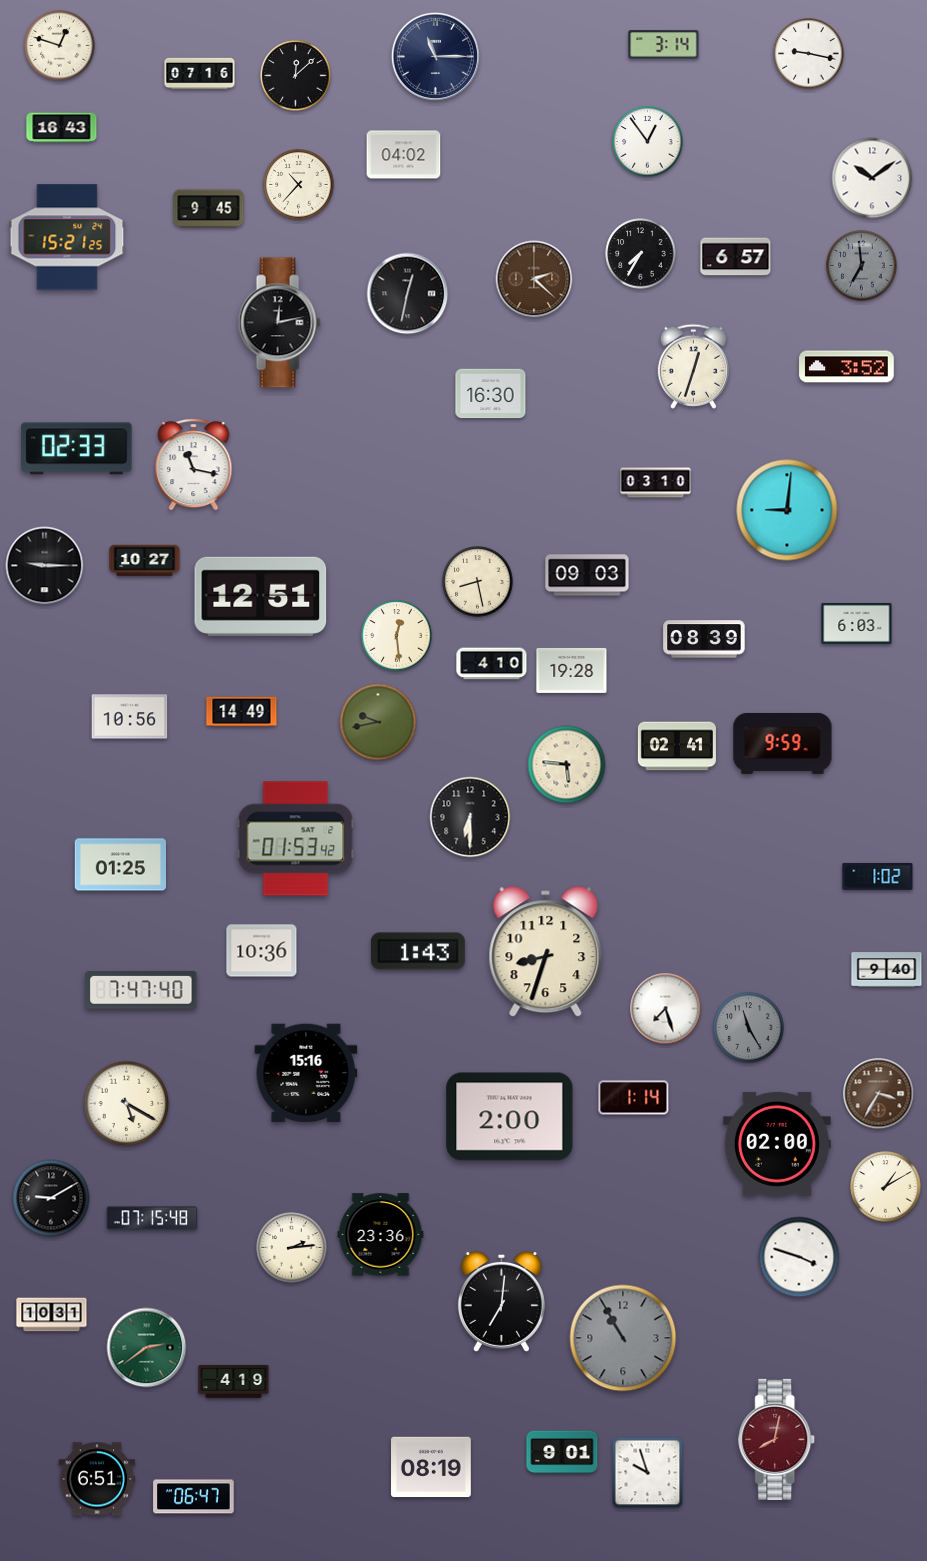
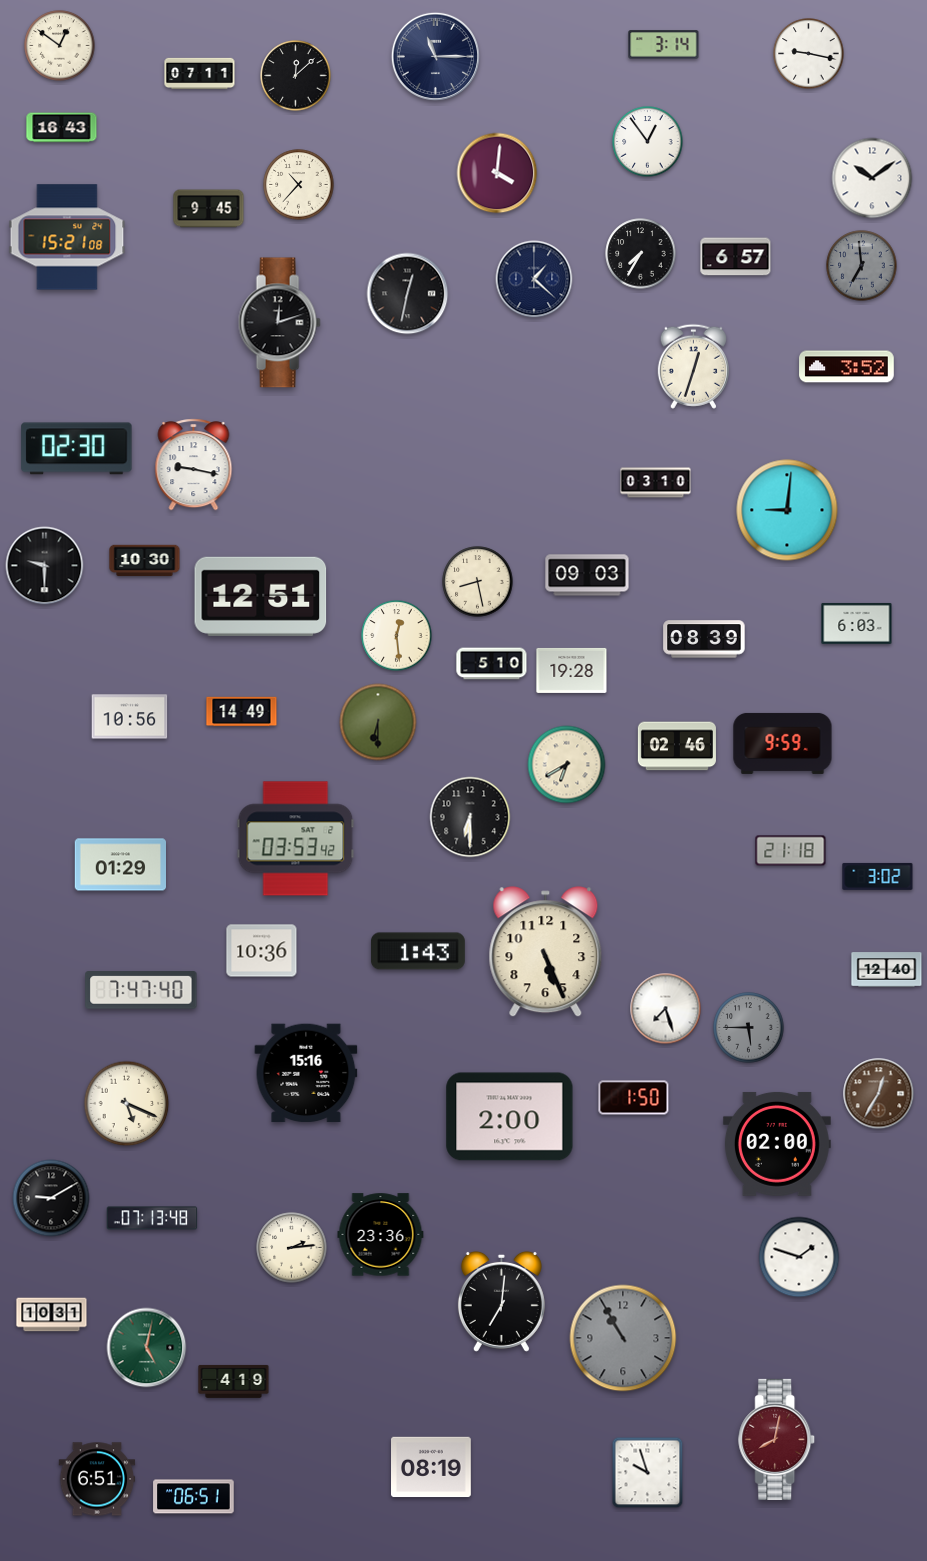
clock at (60, 46): 12:48 -> 12:51
clock at (200, 74): 07:16 -> 07:11
clock at (404, 155): 04:02 -> none
clock at (497, 173): none -> 4:01
clock at (67, 237): 15:21:25 -> 15:21:08
clock at (534, 279): 2:22 -> 1:22
clock at (534, 279) dial: brown -> navy
clock at (279, 323): 12:13 -> 12:12
clock at (491, 394): 16:30 -> none
clock at (77, 449): 02:33 -> 02:30
clock at (194, 465): 11:17 -> 9:17
clock at (145, 561): 10:27 -> 10:30
clock at (45, 566): 9:15 -> 9:30
clock at (492, 664): 4:10 -> 5:10
clock at (378, 722): 9:43 -> 6:30
clock at (677, 746): 02:41 -> 02:46
clock at (567, 765): 5:46 -> 6:40
clock at (296, 839): 01:53 -> 03:53
clock at (791, 851): none -> 21:18
clock at (120, 865): 01:25 -> 01:29
clock at (878, 876): 1:02 -> 3:02
clock at (546, 952): 8:33 -> 5:26
clock at (887, 970): 9:40 -> 12:40
clock at (749, 1028): 11:25 -> 5:45
clock at (879, 1094): 3:35 -> 12:35
clock at (634, 1098): 1:14 -> 1:50
clock at (127, 1104): 5:20 -> 5:19
clock at (886, 1187): 1:10 -> none
clock at (152, 1218): 07:15 -> 07:13
clock at (799, 1257): 3:48 -> 1:48
clock at (147, 1348): 2:39 -> 5:02
clock at (562, 1452): 9:01 -> none
clock at (194, 1497): 06:47 -> 06:51
